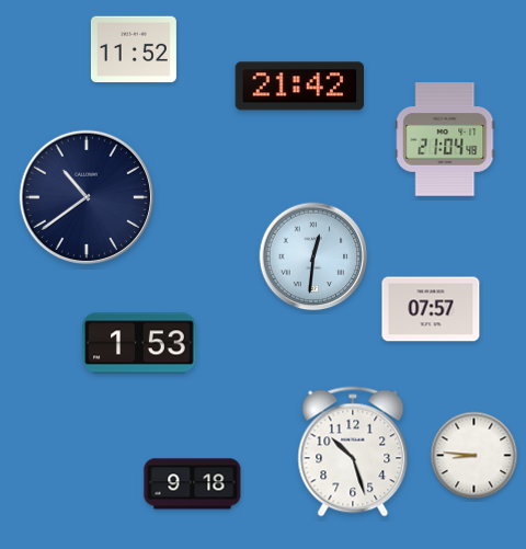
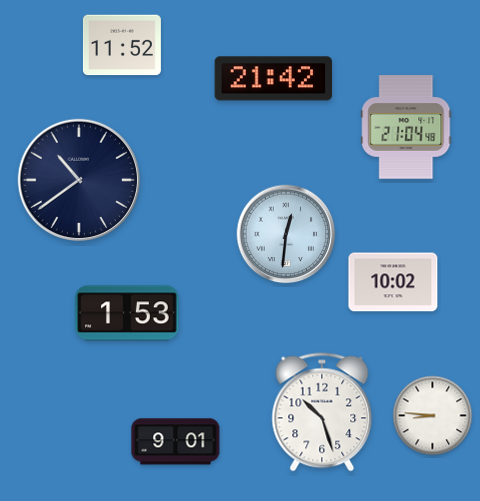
clock at (431, 309): 07:57 -> 10:02
clock at (193, 484): 9:18 -> 9:01
